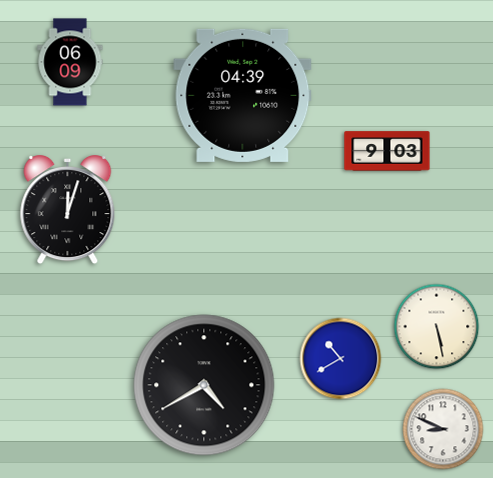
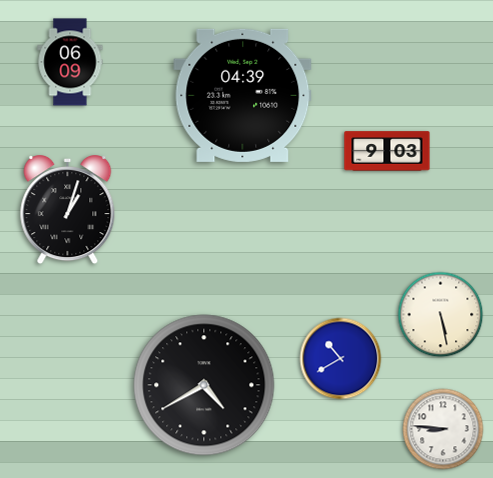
clock at (68, 211): 12:03 -> 1:03
clock at (437, 327) position: (437, 327) -> (441, 315)
clock at (443, 429): 8:49 -> 8:46
